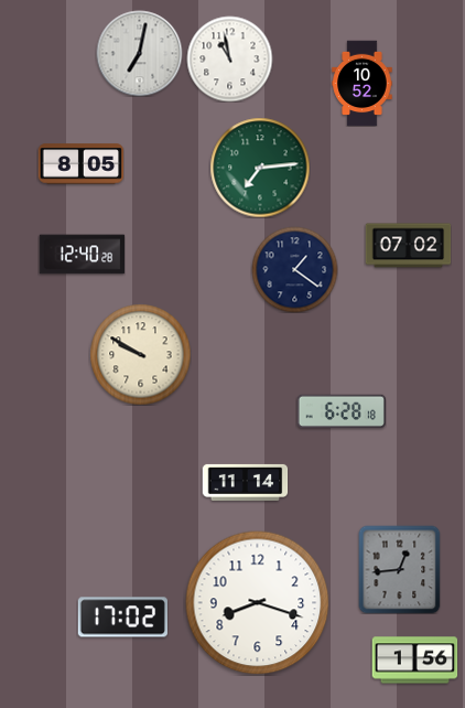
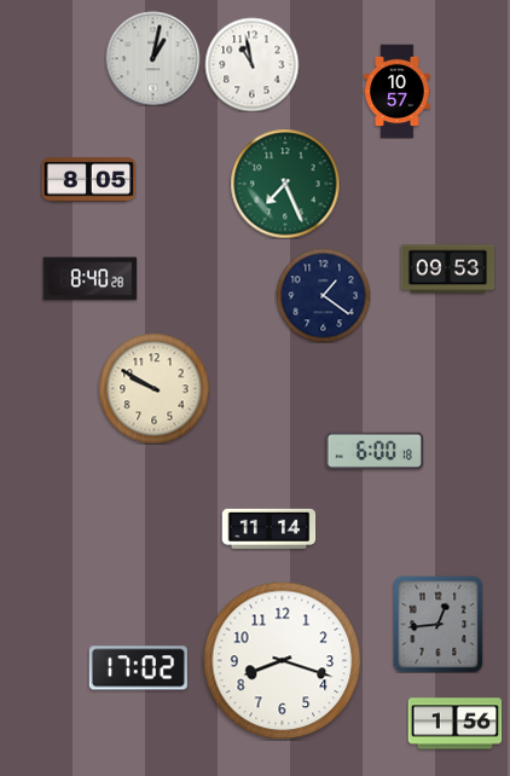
clock at (139, 53): 7:02 -> 1:02
clock at (363, 83): 10:52 -> 10:57
clock at (260, 168): 7:14 -> 7:26
clock at (408, 246): 07:02 -> 09:53
clock at (82, 255): 12:40 -> 8:40
clock at (342, 411): 6:28 -> 6:00
clock at (122, 618) position: (122, 618) -> (138, 668)
